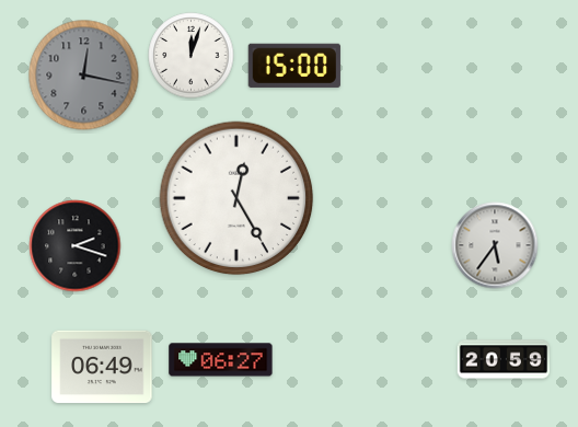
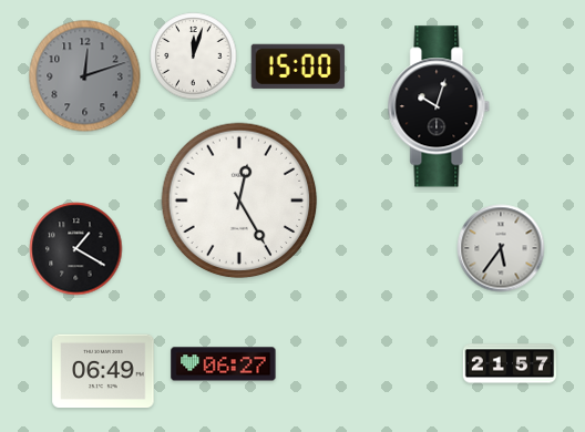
clock at (84, 76): 12:17 -> 12:12
clock at (439, 106): none -> 10:03
clock at (76, 246): 2:18 -> 1:20
clock at (504, 359): 20:59 -> 21:57
